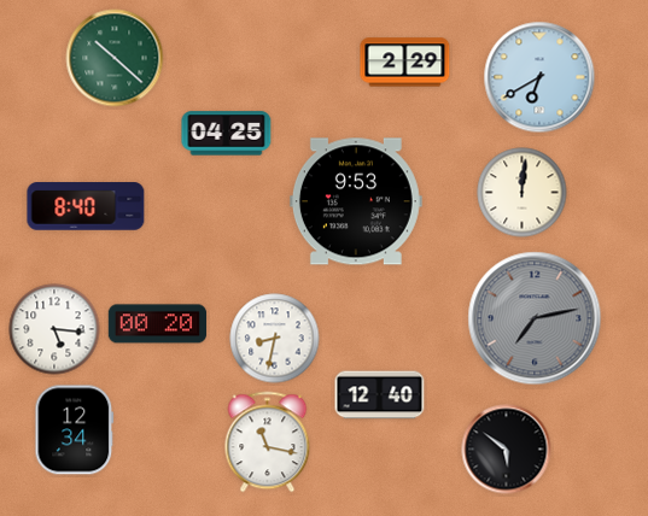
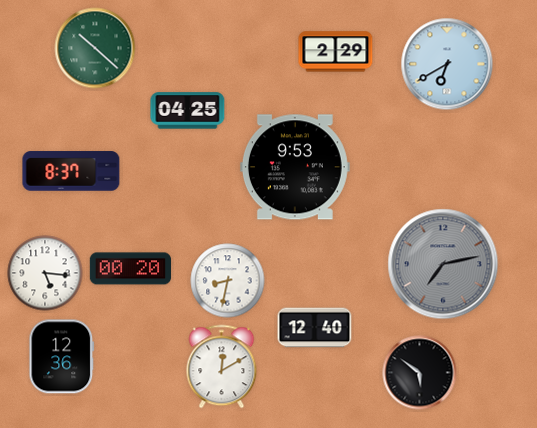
clock at (523, 193): 12:01 -> none
clock at (86, 206): 8:40 -> 8:37
clock at (75, 430): 12:34 -> 12:36
clock at (268, 442): 11:17 -> 12:10
